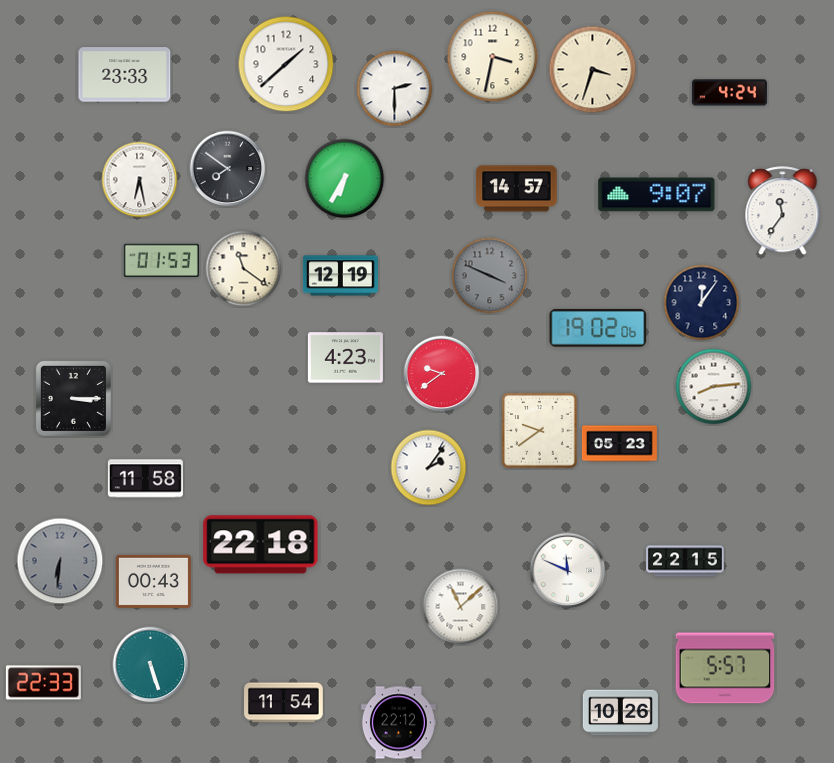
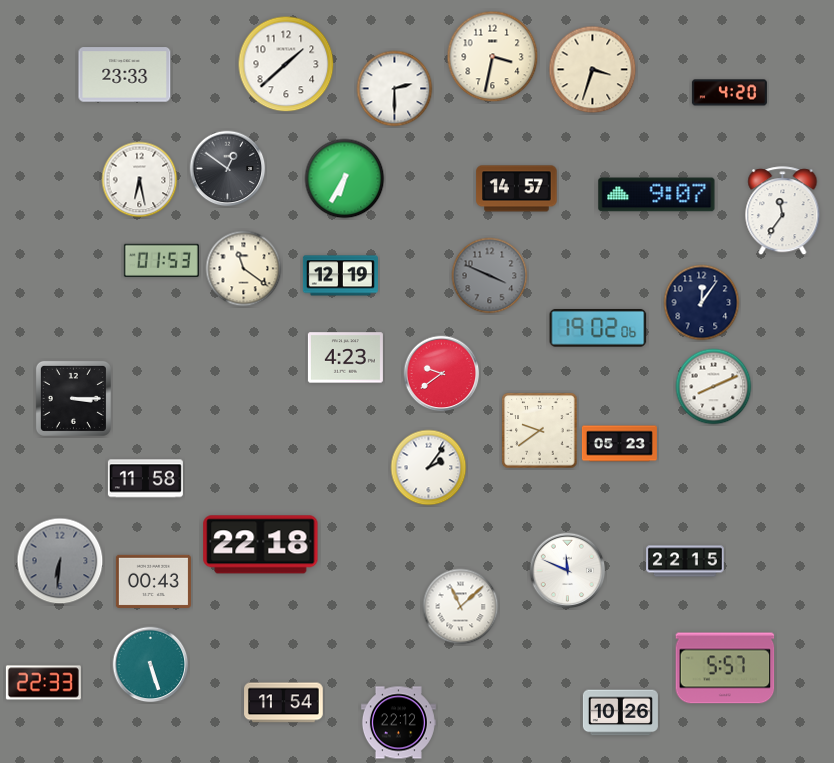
clock at (729, 93): 4:24 -> 4:20
clock at (228, 169): 7:51 -> 12:51
clock at (714, 387): 8:14 -> 8:11
